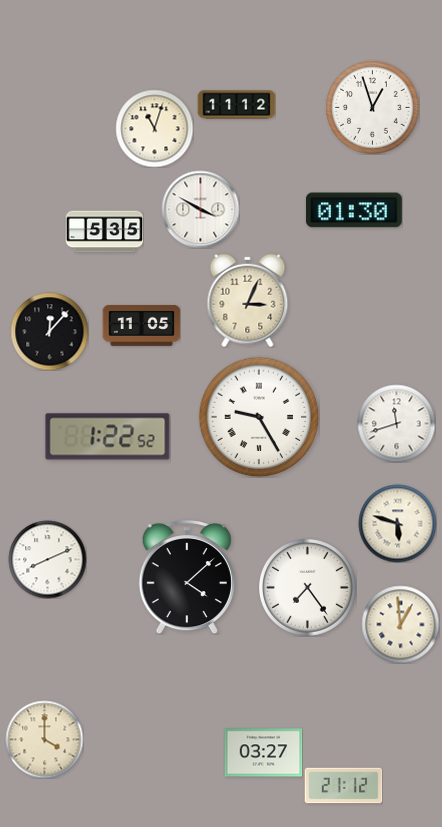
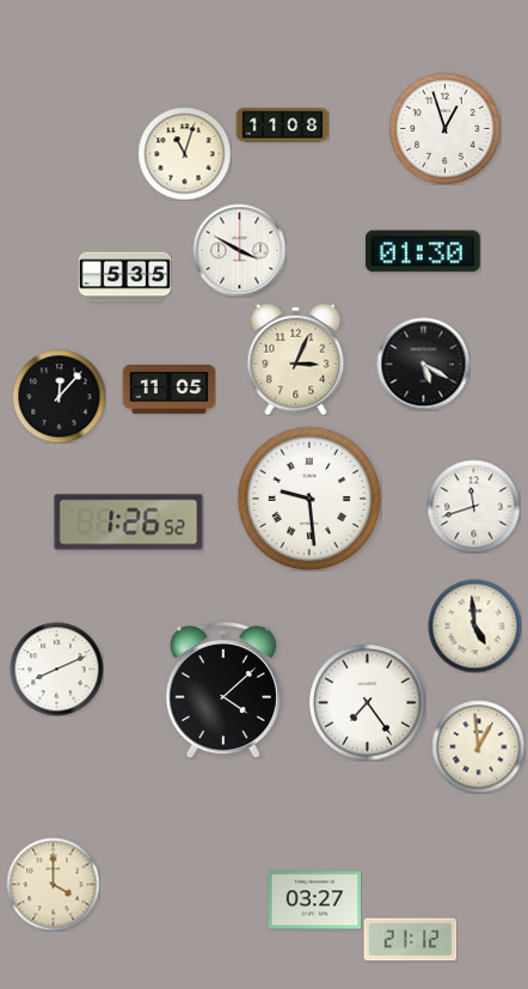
clock at (236, 105): 11:12 -> 11:08
clock at (423, 364): none -> 5:20
clock at (259, 417): 9:25 -> 9:29
clock at (108, 437): 1:22 -> 1:26
clock at (397, 523): 5:48 -> 4:59
